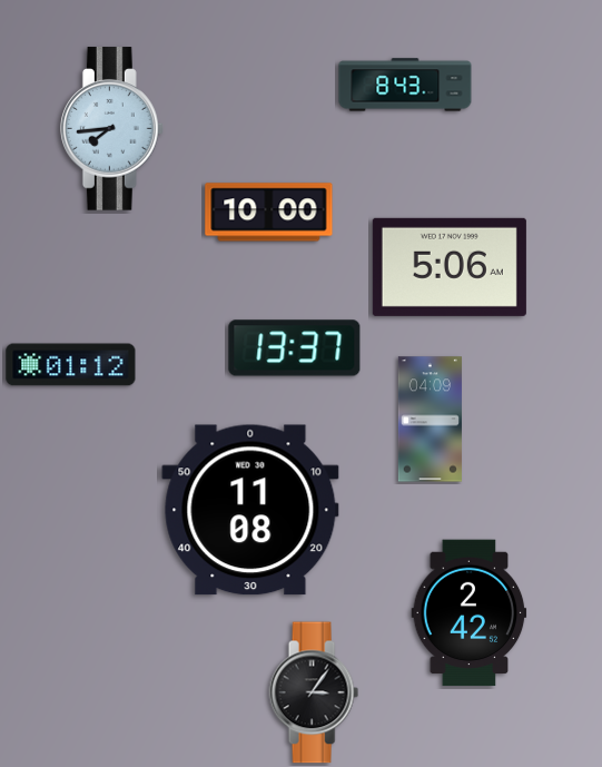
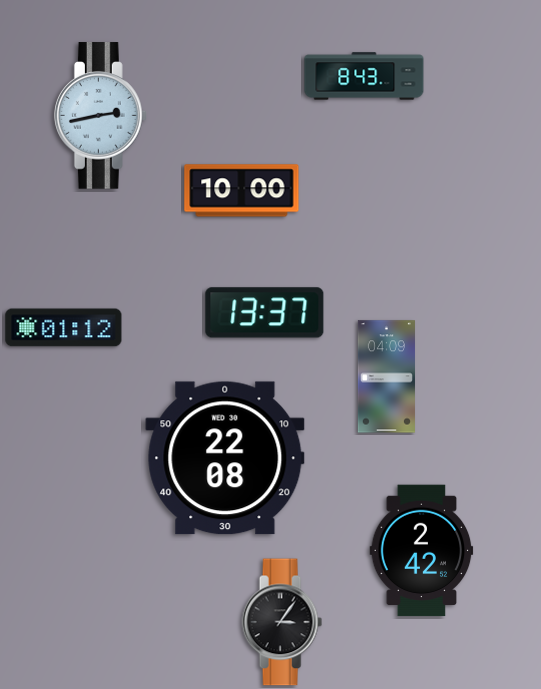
clock at (111, 129): 7:44 -> 2:43
clock at (450, 267): 5:06 -> none
clock at (250, 510): 11:08 -> 22:08
